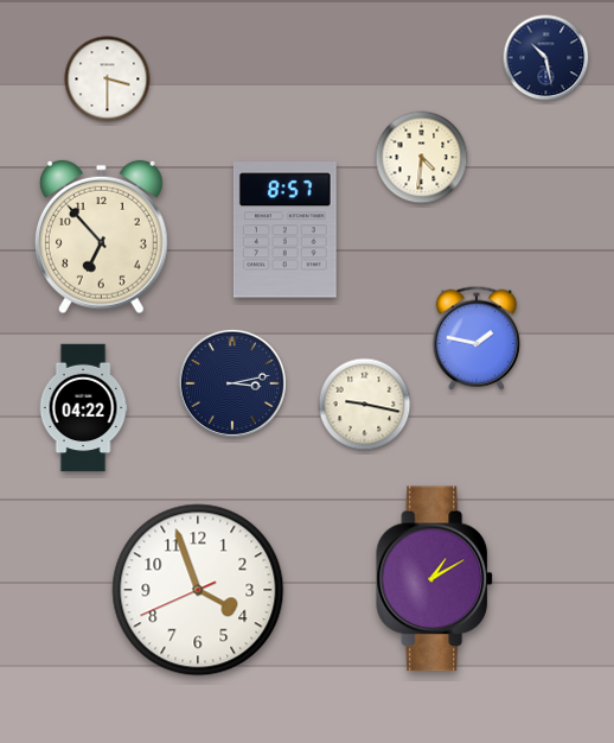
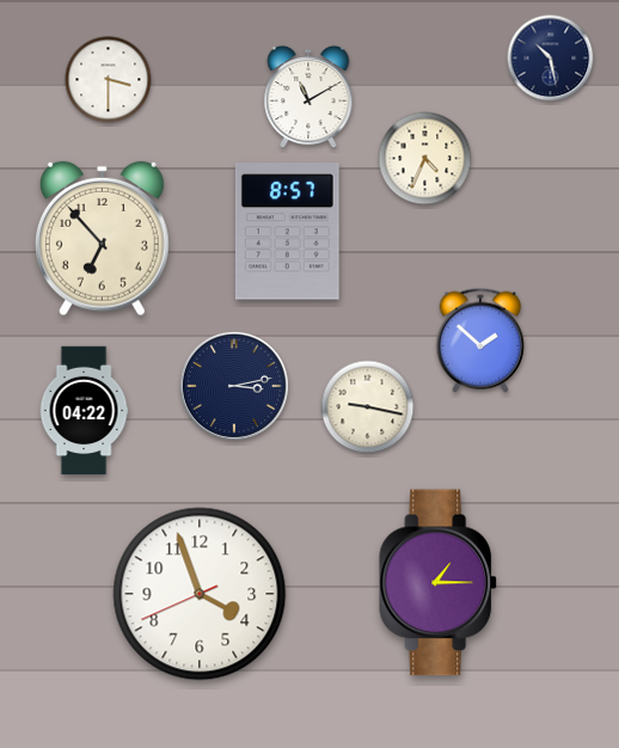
clock at (308, 97): none -> 11:10
clock at (422, 158): 4:31 -> 4:34
clock at (477, 338): 1:47 -> 1:52
clock at (435, 579): 1:10 -> 1:15
